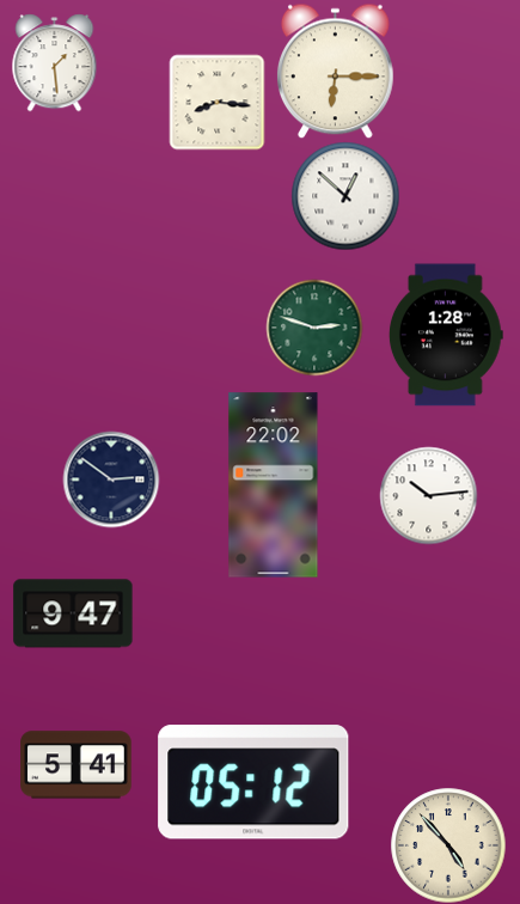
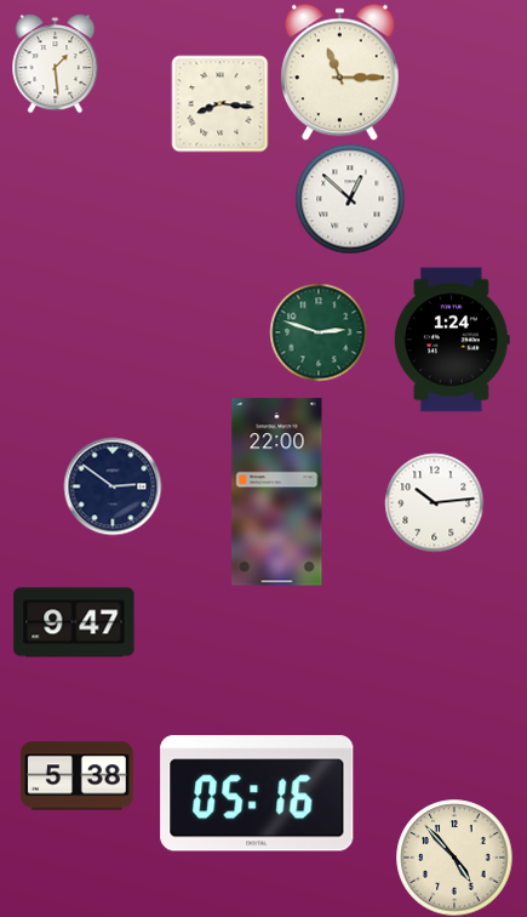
clock at (335, 71): 6:15 -> 11:15
clock at (446, 335): 1:28 -> 1:24
clock at (274, 485): 22:02 -> 22:00
clock at (77, 765): 5:41 -> 5:38
clock at (253, 782): 05:12 -> 05:16
